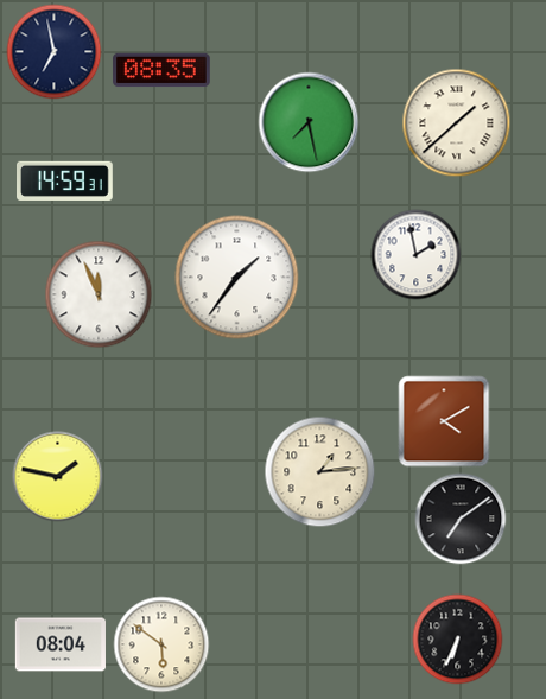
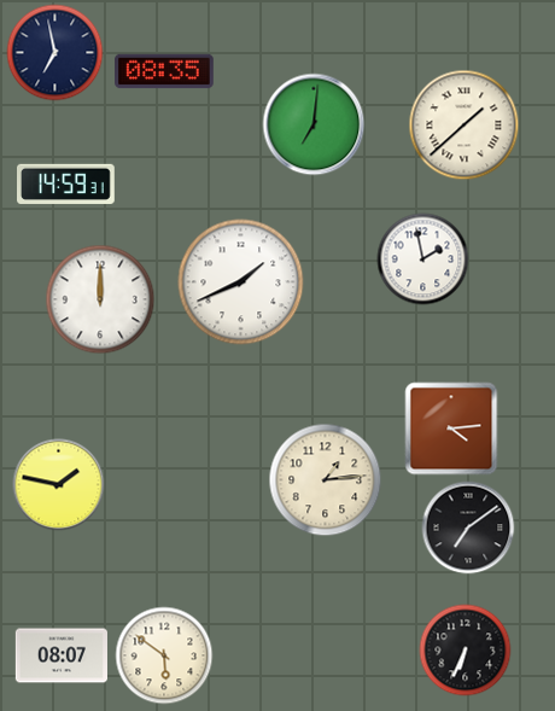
clock at (309, 122): 7:28 -> 7:01
clock at (237, 278): 1:36 -> 1:41
clock at (99, 294): 11:56 -> 12:00
clock at (444, 421): 4:10 -> 4:14
clock at (61, 644): 08:04 -> 08:07
